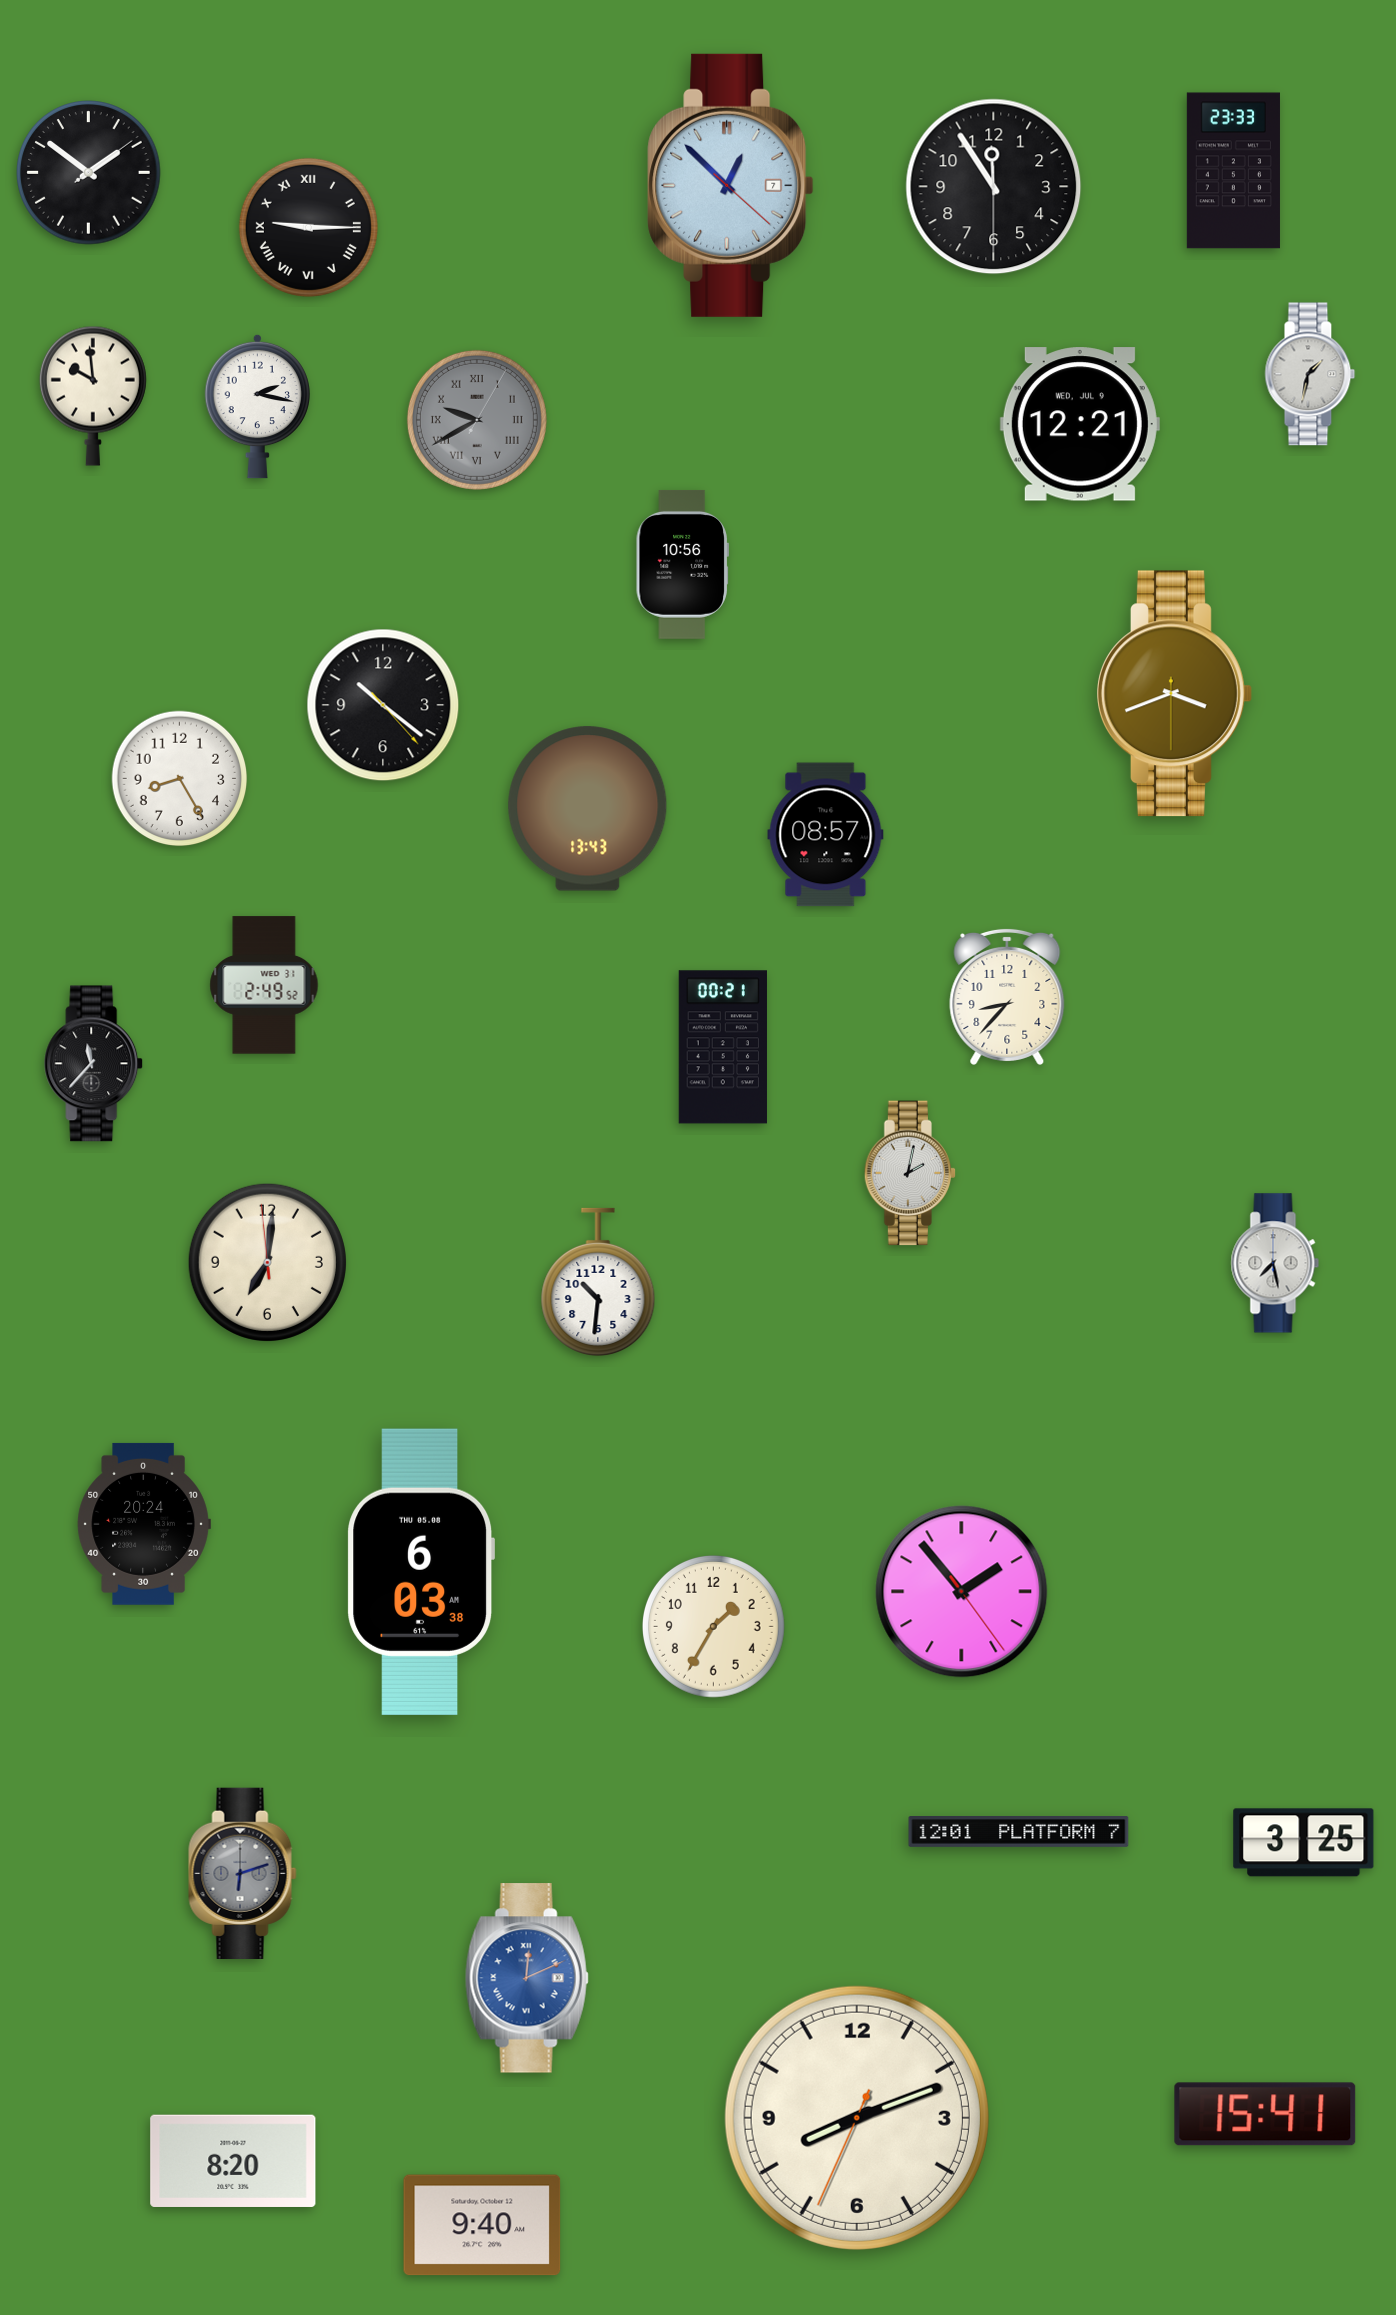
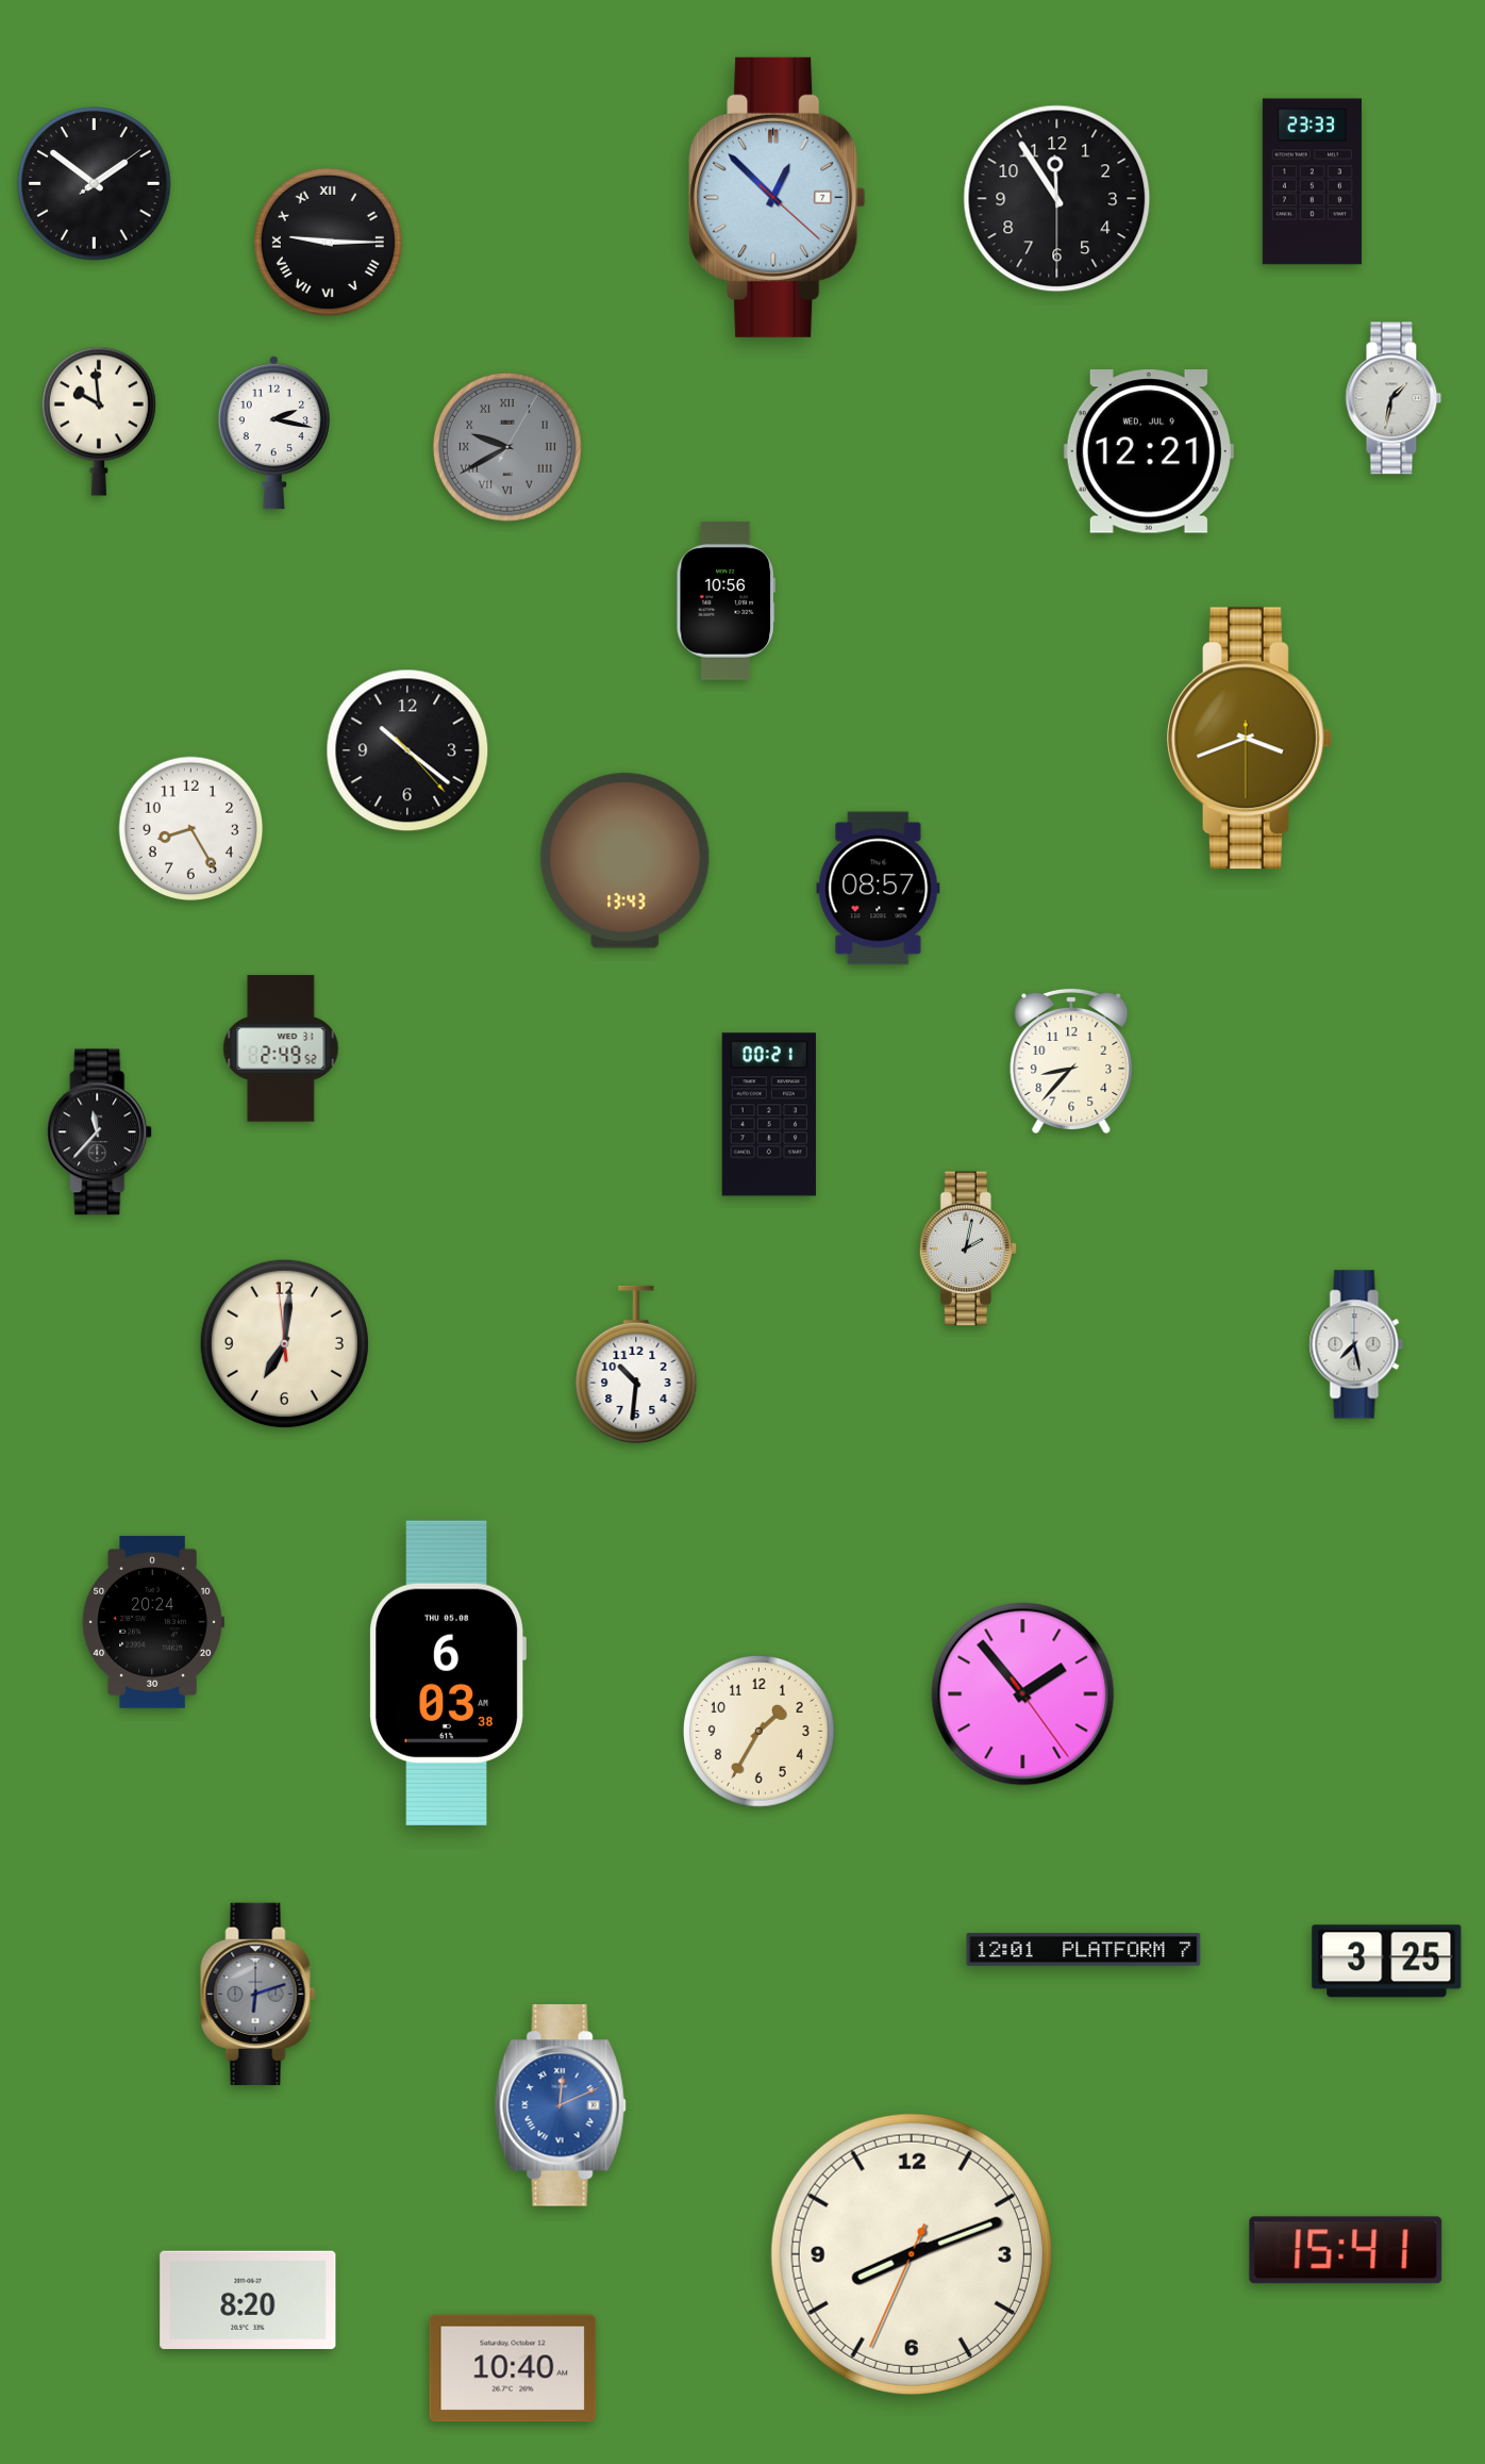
clock at (482, 2225): 9:40 -> 10:40
